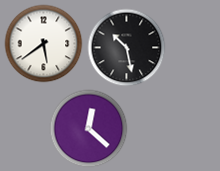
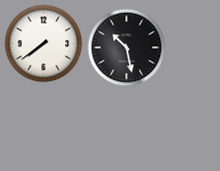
clock at (43, 43): 5:39 -> 7:39
clock at (88, 128): 12:22 -> none
